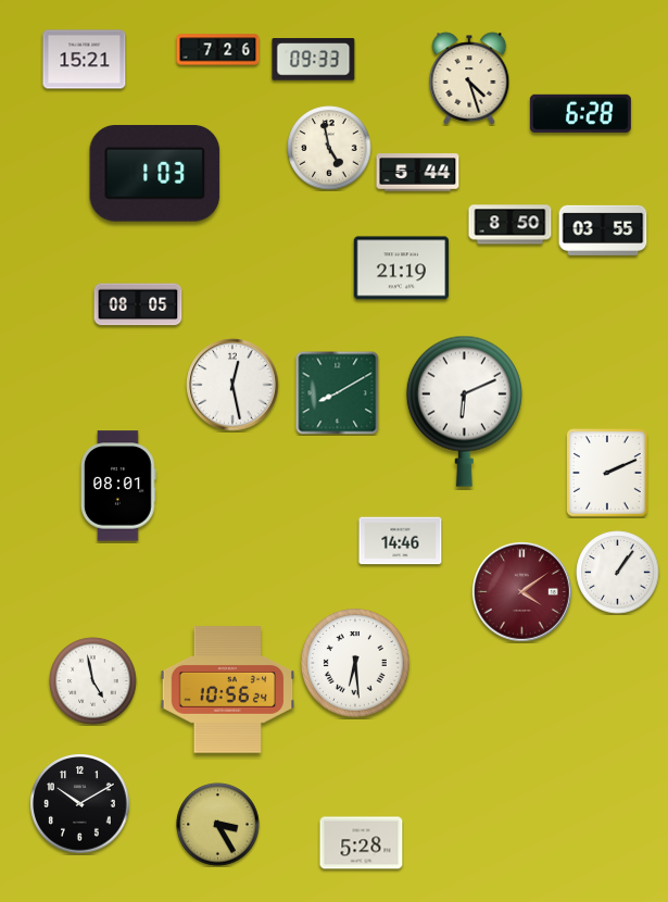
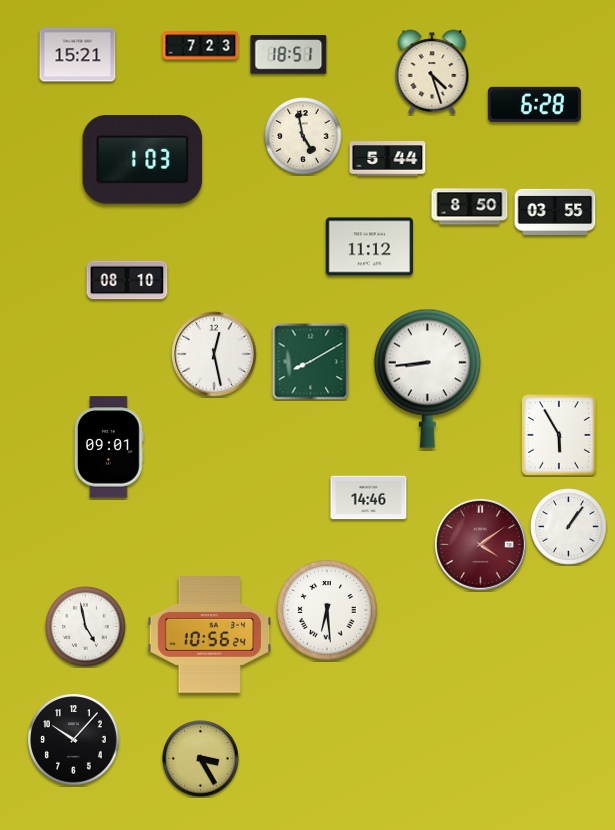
clock at (218, 50): 7:26 -> 7:23
clock at (314, 60): 09:33 -> 18:51
clock at (418, 173) position: (418, 173) -> (388, 159)
clock at (402, 268): 21:19 -> 11:12
clock at (138, 304): 08:05 -> 08:10
clock at (464, 411): 6:11 -> 8:44
clock at (608, 473): 2:11 -> 5:55
clock at (118, 486): 08:01 -> 09:01
clock at (80, 804): 10:10 -> 10:07
clock at (362, 843): 5:28 -> none
